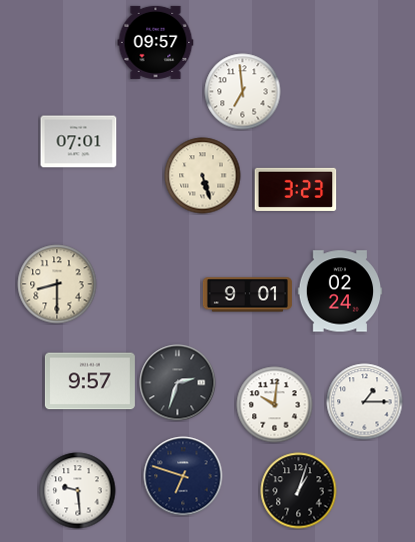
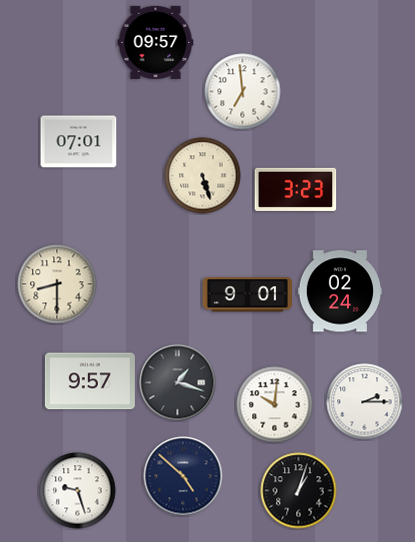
clock at (178, 383): 2:33 -> 1:18
clock at (365, 402): 1:15 -> 2:15
clock at (183, 476): 6:48 -> 4:52
clock at (78, 491): 9:29 -> 9:27
